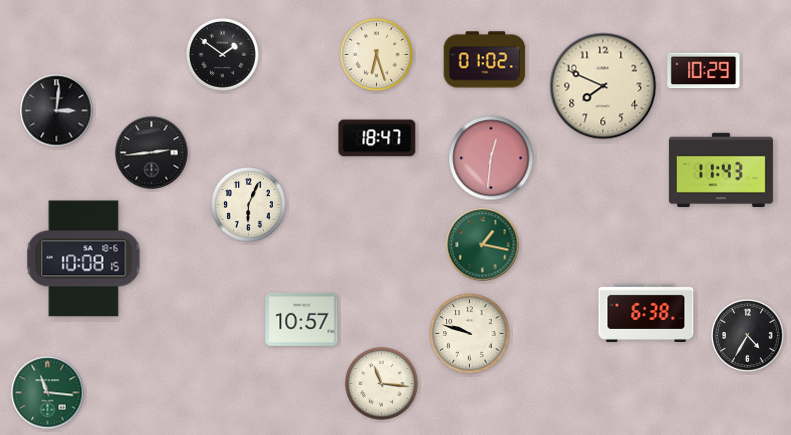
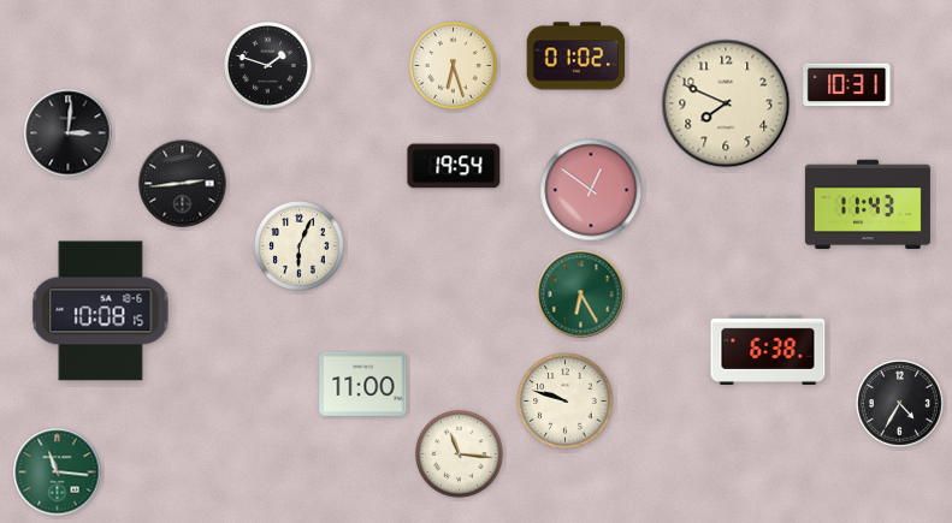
clock at (223, 55): 1:51 -> 1:48
clock at (485, 60) position: (485, 60) -> (576, 57)
clock at (704, 71): 10:29 -> 10:31
clock at (377, 138): 18:47 -> 19:54
clock at (491, 158): 12:31 -> 12:51
clock at (483, 245): 1:17 -> 6:25
clock at (646, 313) position: (646, 313) -> (768, 350)
clock at (302, 319): 10:57 -> 11:00
clock at (382, 384) position: (382, 384) -> (460, 454)
